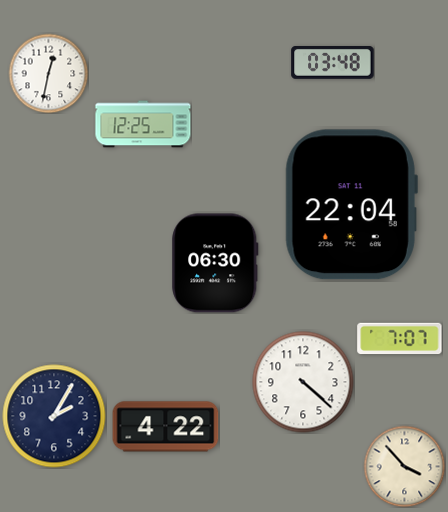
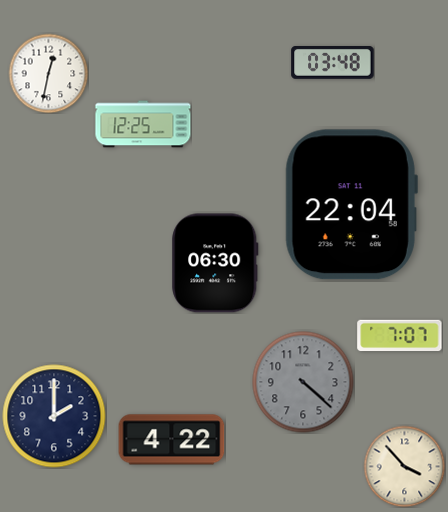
clock at (400, 339) position: (400, 339) -> (400, 336)
clock at (303, 382) dial: white -> grey
clock at (54, 416): 2:05 -> 2:00
clock at (166, 427) position: (166, 427) -> (172, 440)
